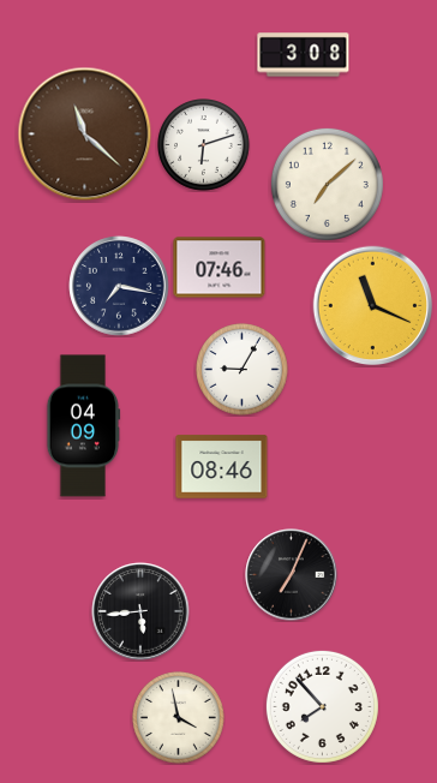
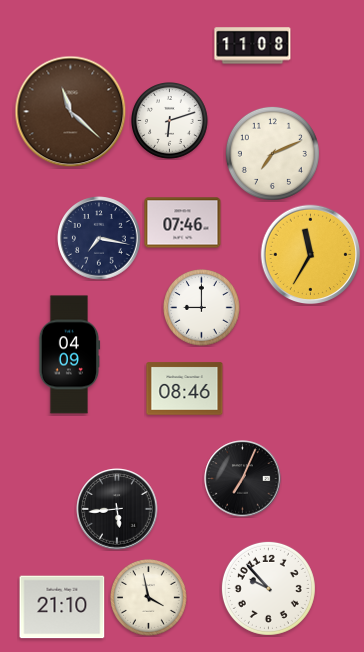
clock at (304, 55): 3:08 -> 11:08
clock at (327, 184): 7:08 -> 7:11
clock at (373, 306): 11:19 -> 11:35
clock at (243, 370): 9:05 -> 9:00
clock at (322, 706): 7:53 -> 9:53
clock at (62, 607): none -> 21:10
